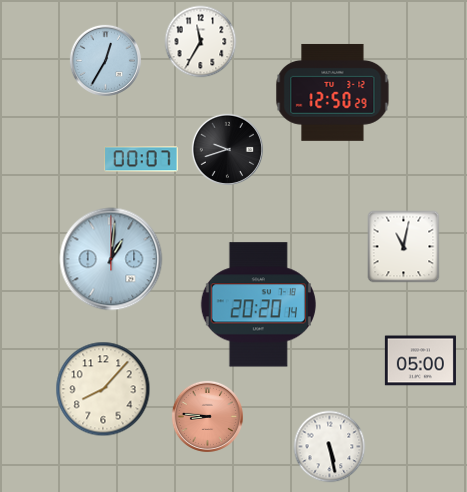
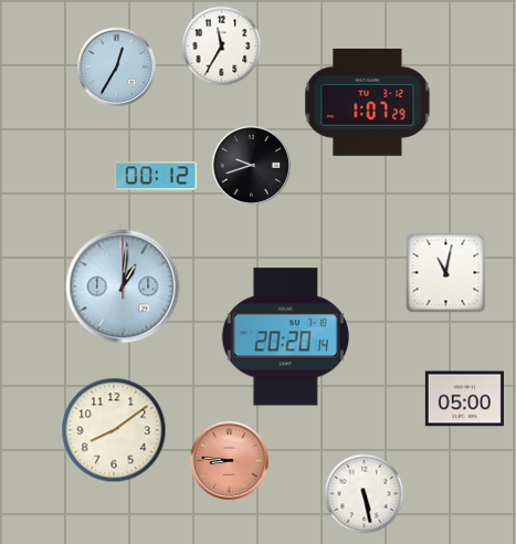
clock at (333, 92): 12:50 -> 1:07
clock at (141, 159): 00:07 -> 00:12
clock at (103, 389): 8:07 -> 8:09
